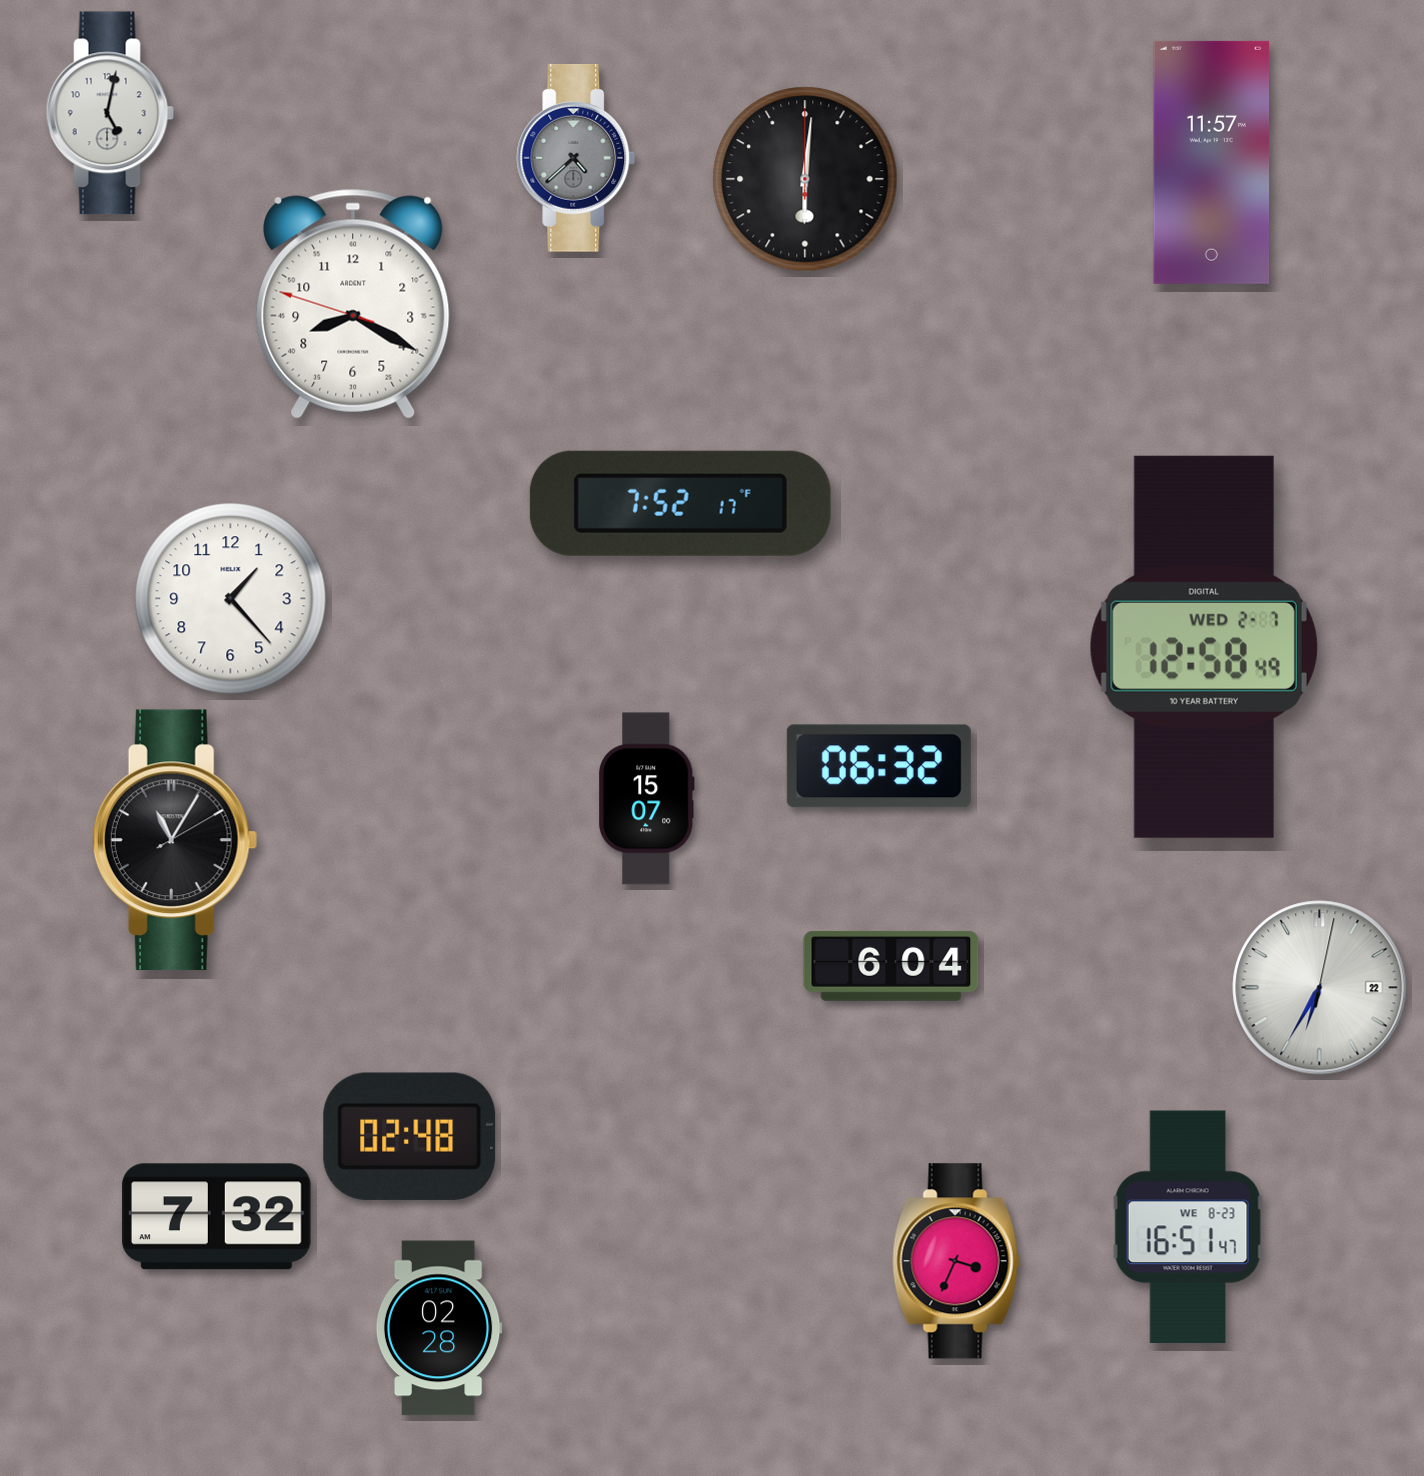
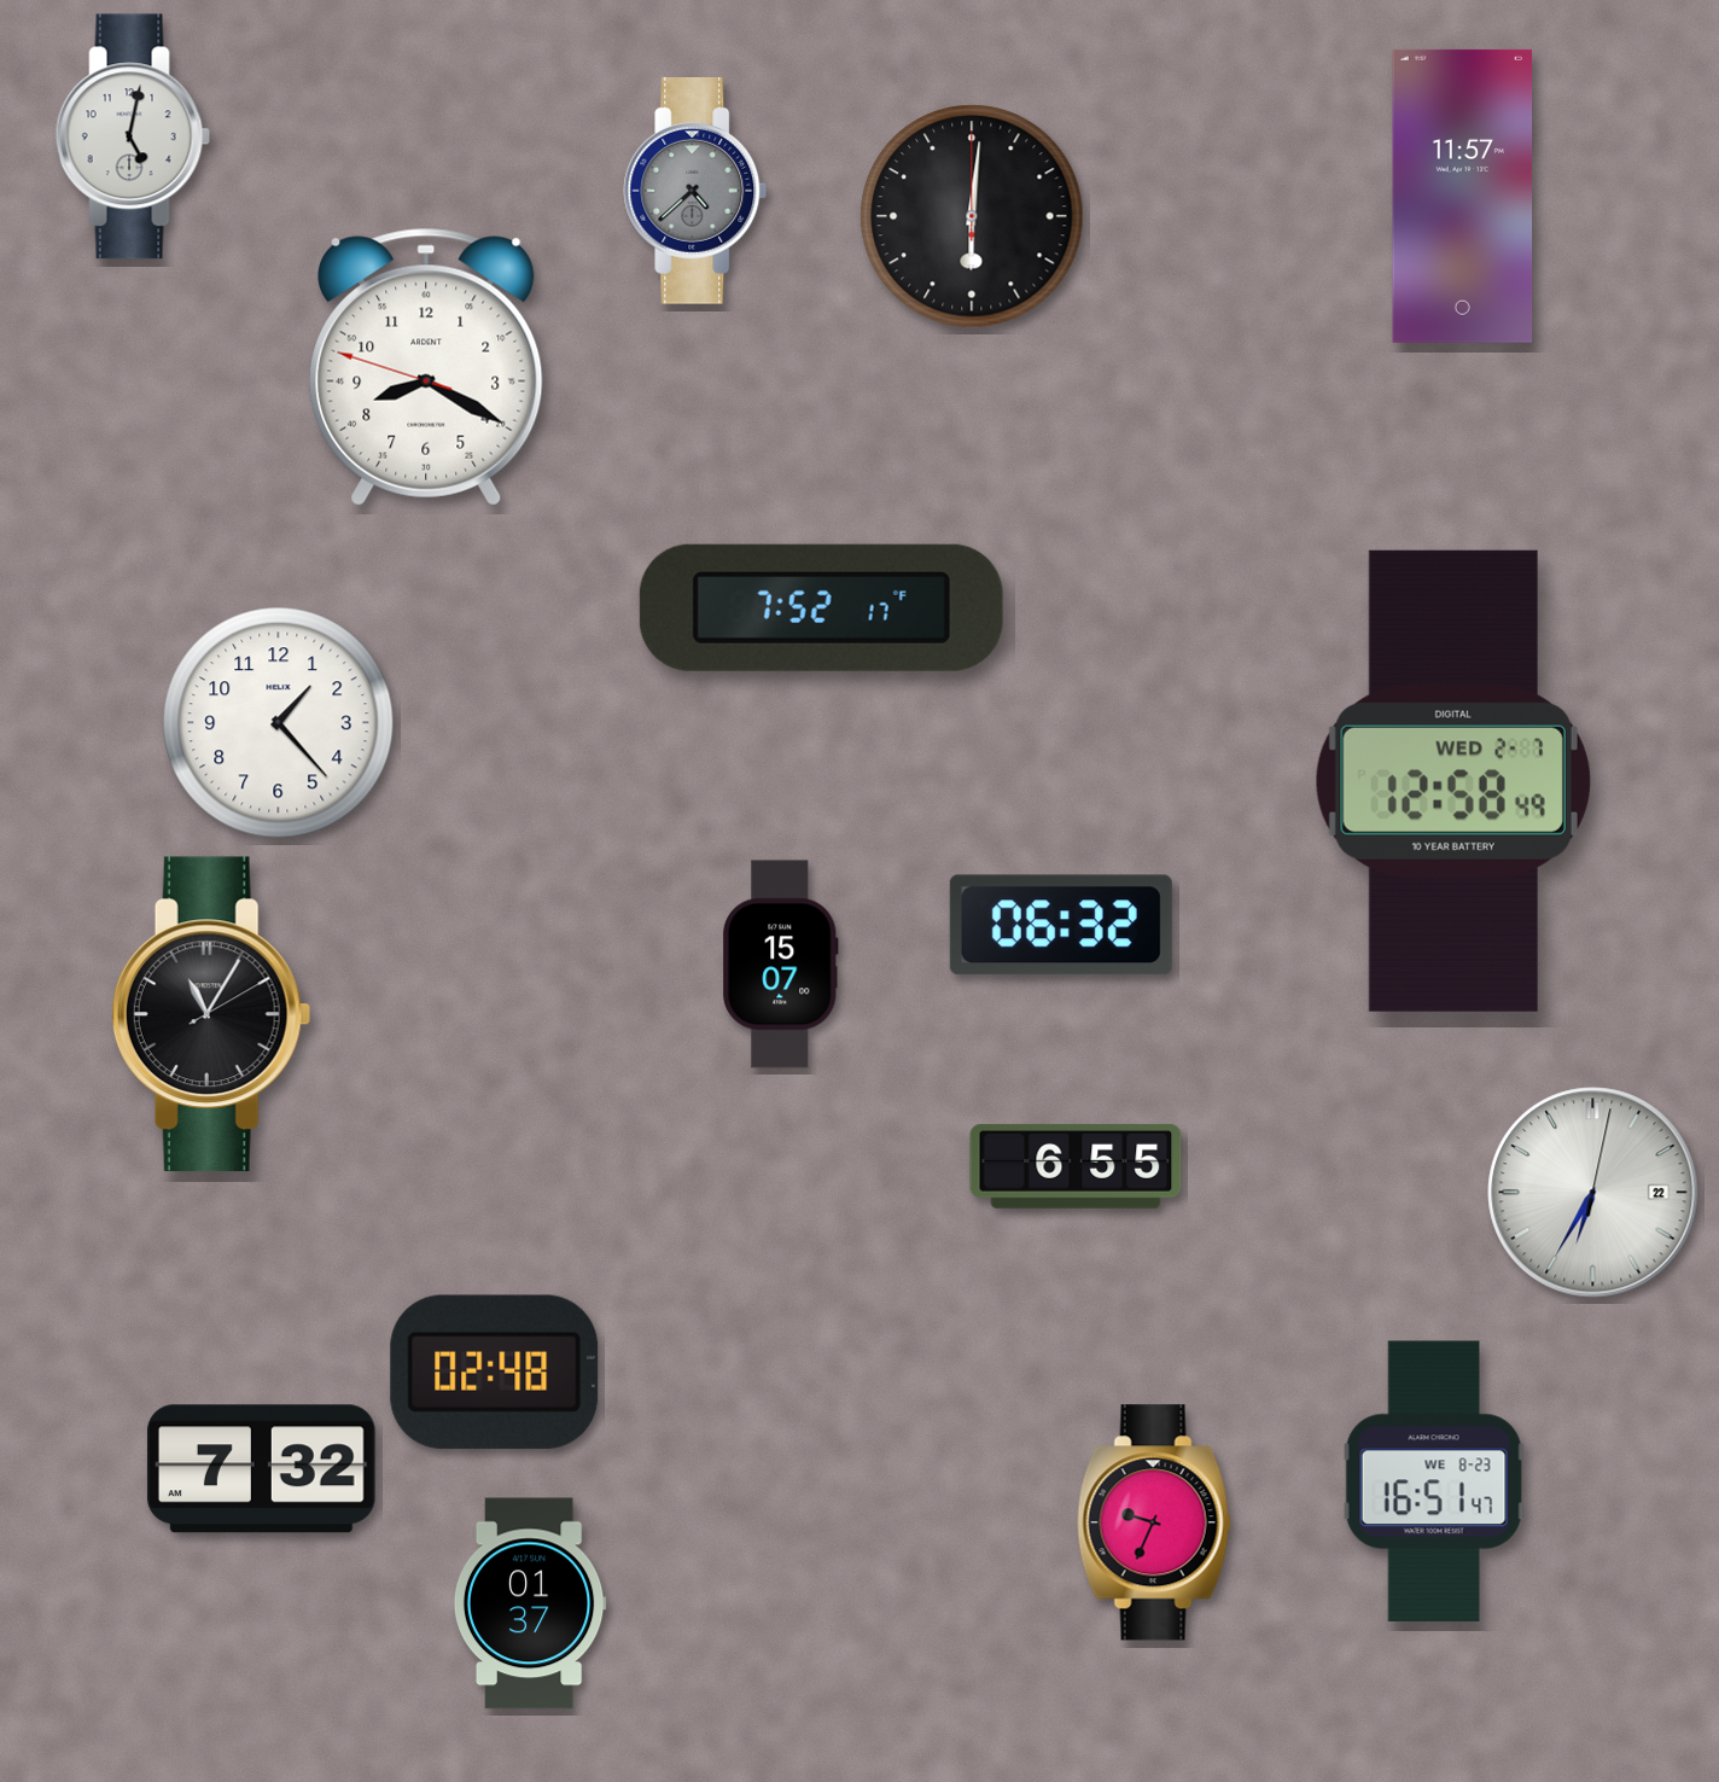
clock at (891, 967): 6:04 -> 6:55
clock at (956, 1261): 3:34 -> 9:34
clock at (439, 1328): 02:28 -> 01:37
